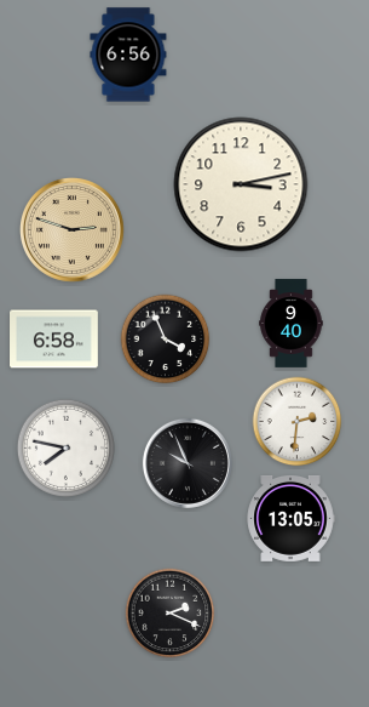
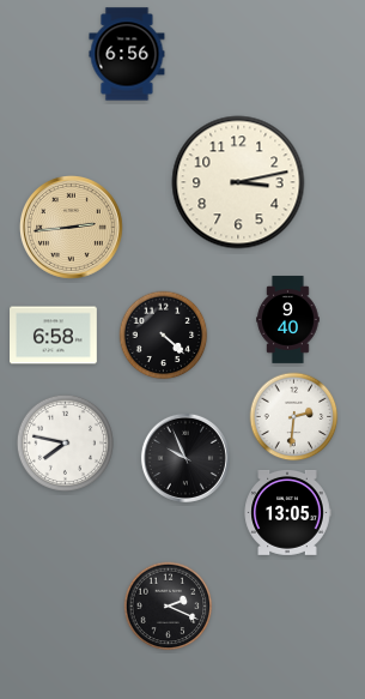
clock at (71, 229): 2:48 -> 2:44
clock at (166, 340): 3:56 -> 4:22
